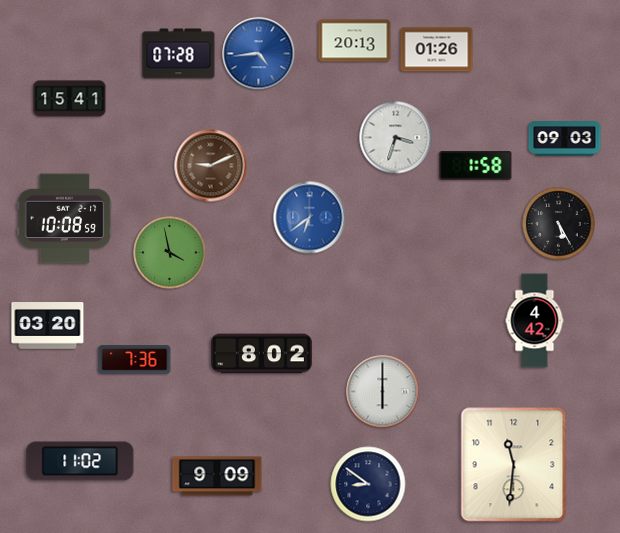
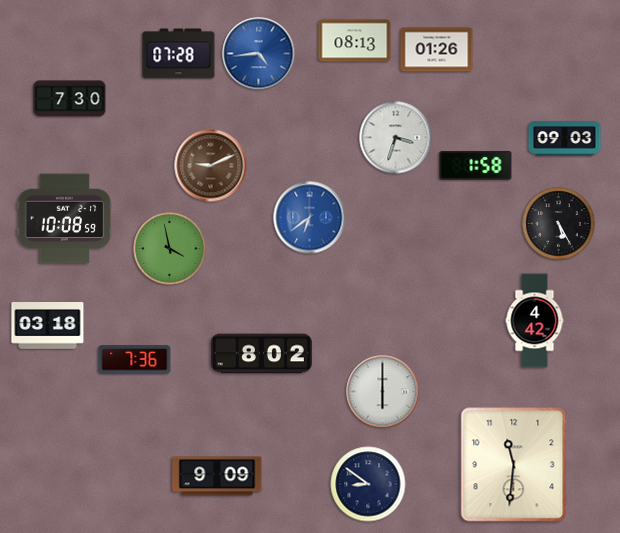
clock at (355, 41): 20:13 -> 08:13
clock at (70, 99): 15:41 -> 7:30
clock at (170, 253) position: (170, 253) -> (170, 249)
clock at (48, 326): 03:20 -> 03:18
clock at (80, 461): 11:02 -> none
